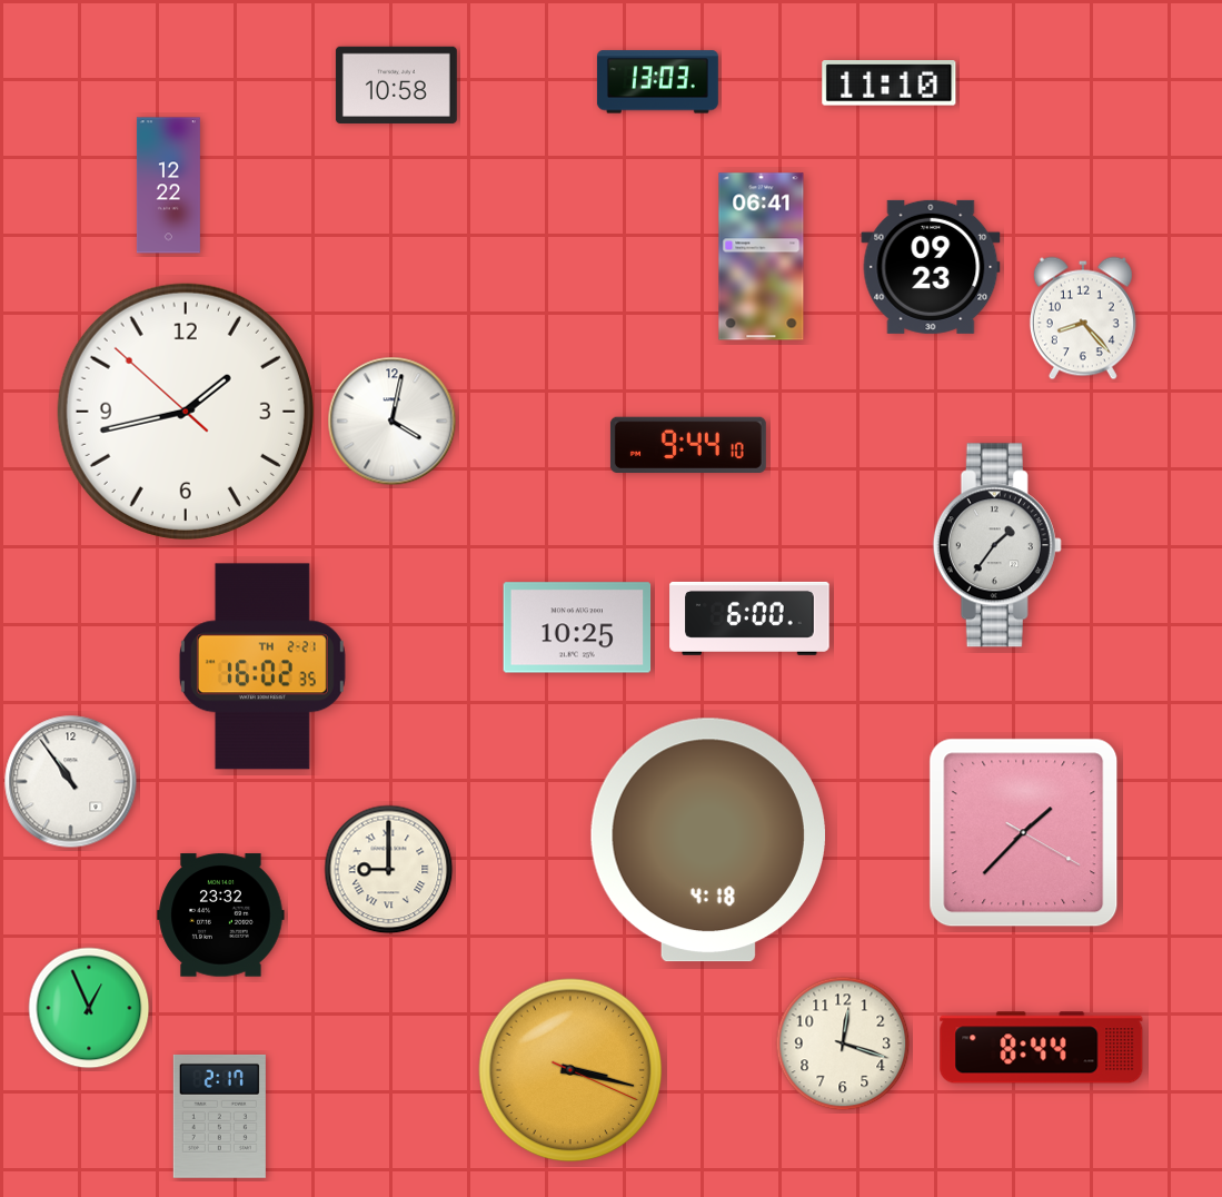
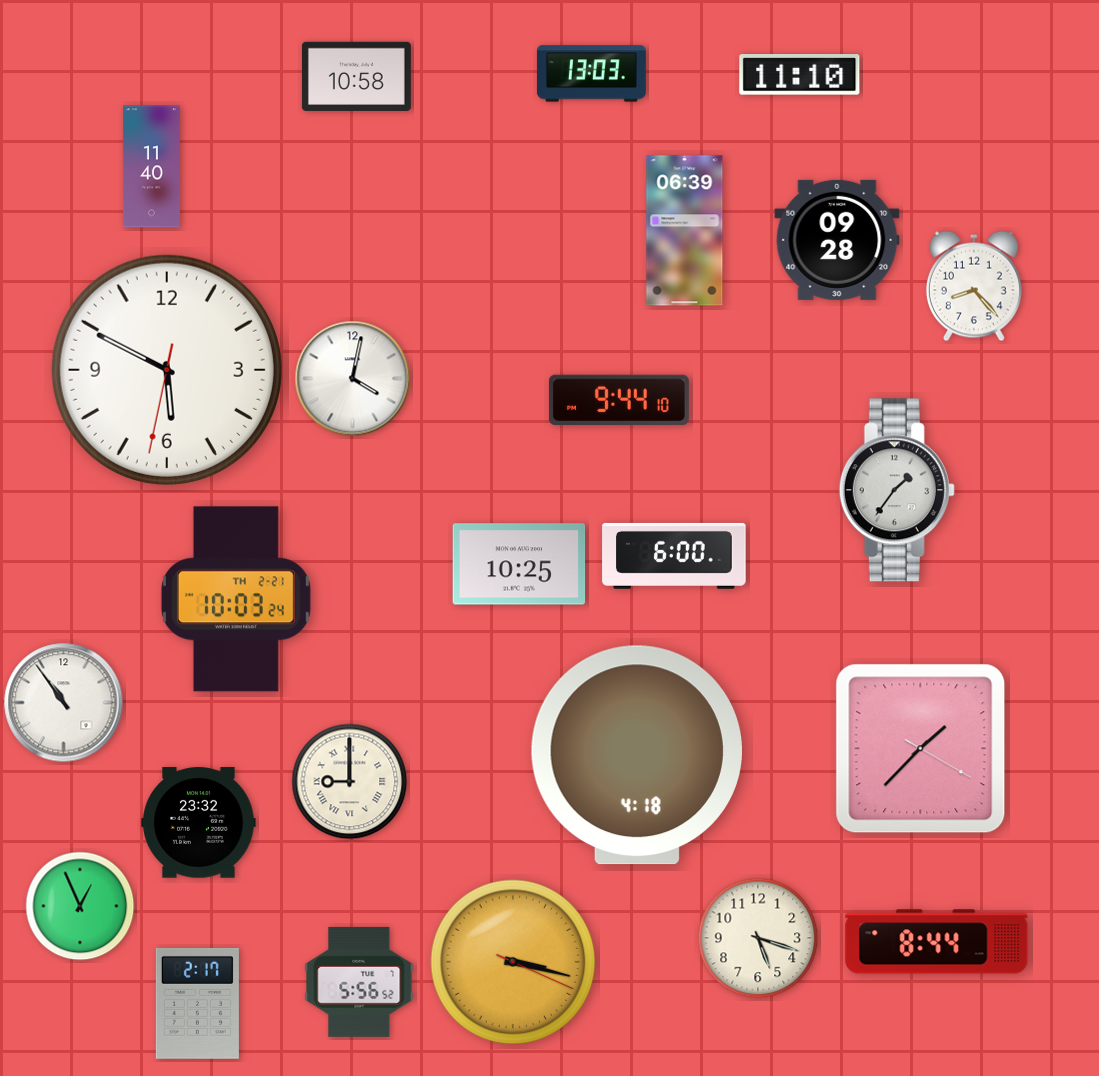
clock at (168, 186): 12:22 -> 11:40
clock at (762, 257): 06:41 -> 06:39
clock at (931, 267): 09:23 -> 09:28
clock at (186, 412): 1:42 -> 5:49
clock at (262, 666): 16:02 -> 10:03
clock at (843, 1043): 12:18 -> 5:18
clock at (359, 982): none -> 5:56
